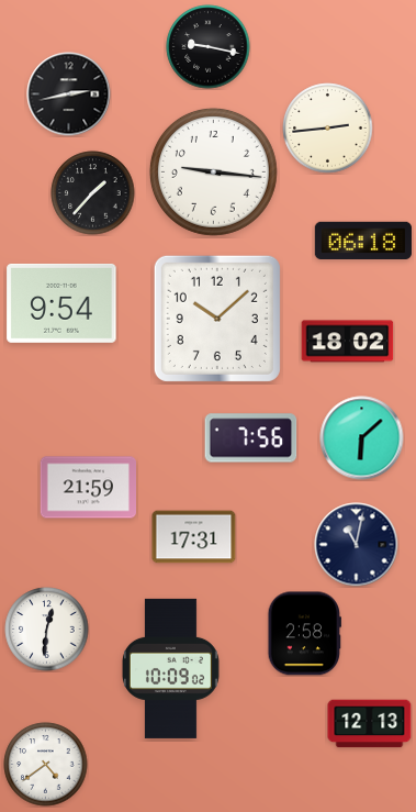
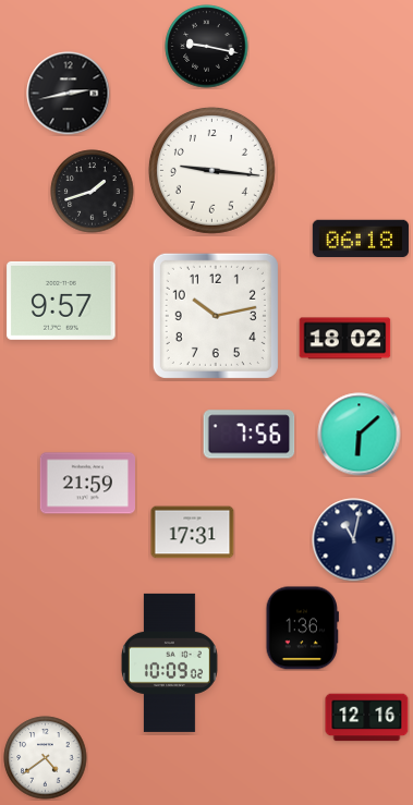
clock at (328, 129): 2:44 -> none
clock at (93, 193): 1:37 -> 1:42
clock at (61, 303): 9:54 -> 9:57
clock at (217, 319): 10:08 -> 10:13
clock at (47, 630): 12:31 -> none
clock at (304, 634): 2:58 -> 1:36
clock at (370, 724): 12:13 -> 12:16
